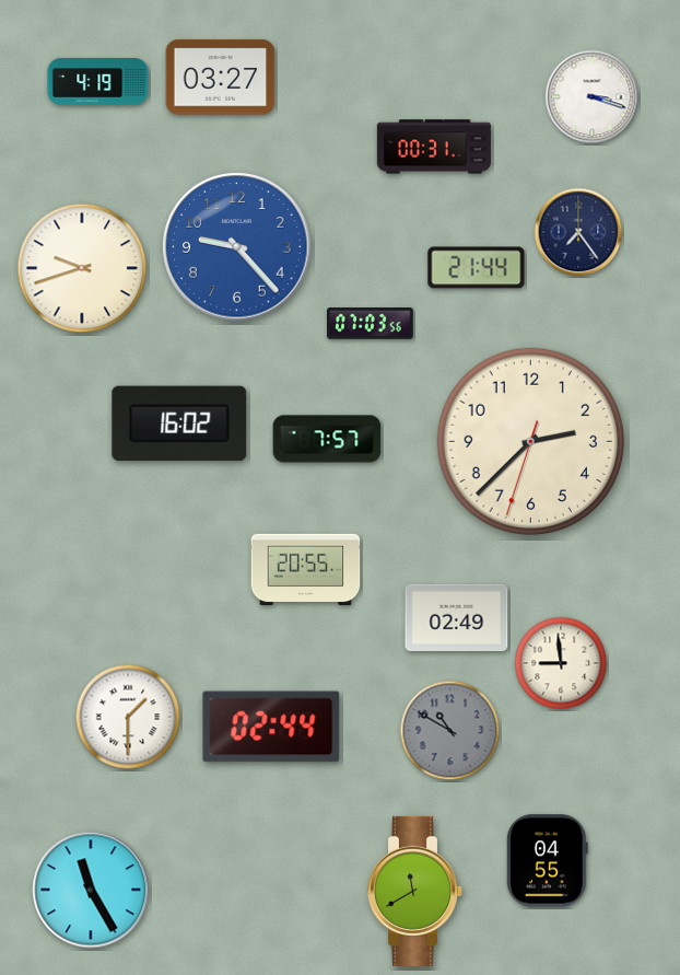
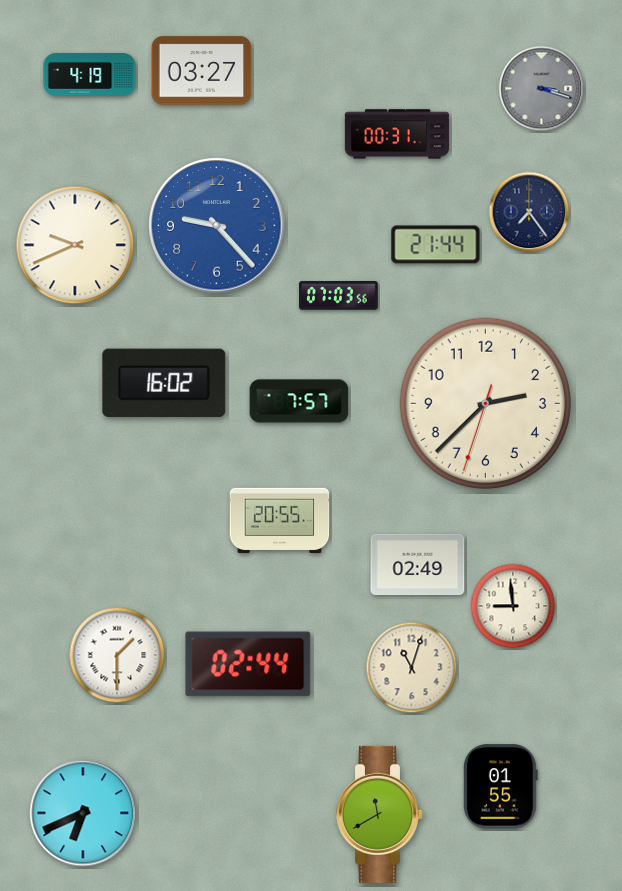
clock at (593, 97) dial: white -> grey
clock at (82, 268): 9:42 -> 9:41
clock at (179, 423) position: (179, 423) -> (164, 383)
clock at (450, 731): 10:50 -> 11:03
clock at (450, 731) dial: grey -> cream
clock at (548, 861): 04:55 -> 01:55
clock at (91, 890): 11:25 -> 6:41
